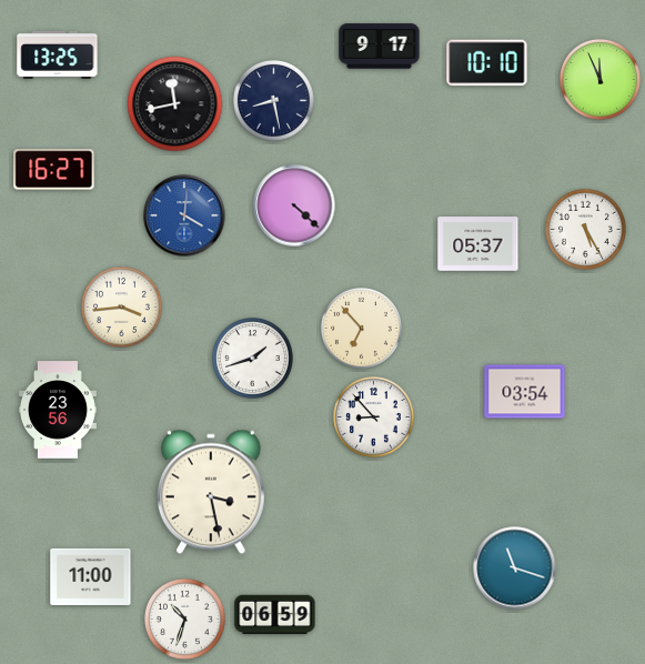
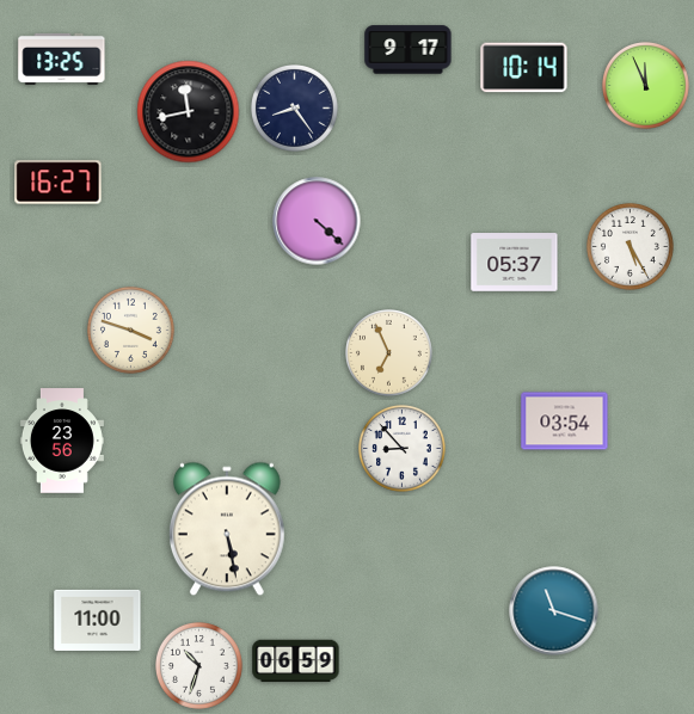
clock at (487, 63): 10:10 -> 10:14
clock at (274, 101): 8:28 -> 8:24
clock at (184, 215): 4:01 -> none
clock at (122, 308): 3:44 -> 3:48
clock at (362, 329): 6:53 -> 6:56
clock at (253, 359): 1:42 -> none
clock at (211, 492): 3:28 -> 5:28
